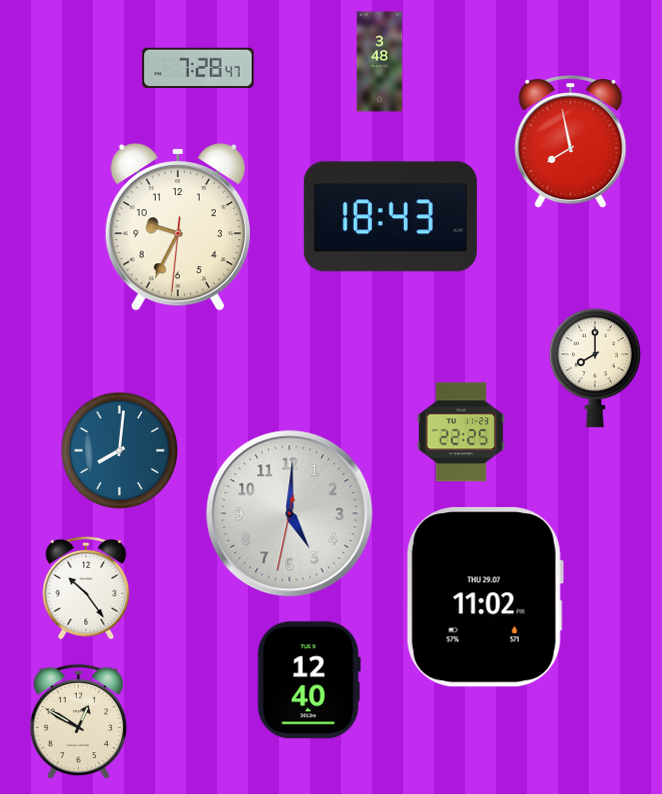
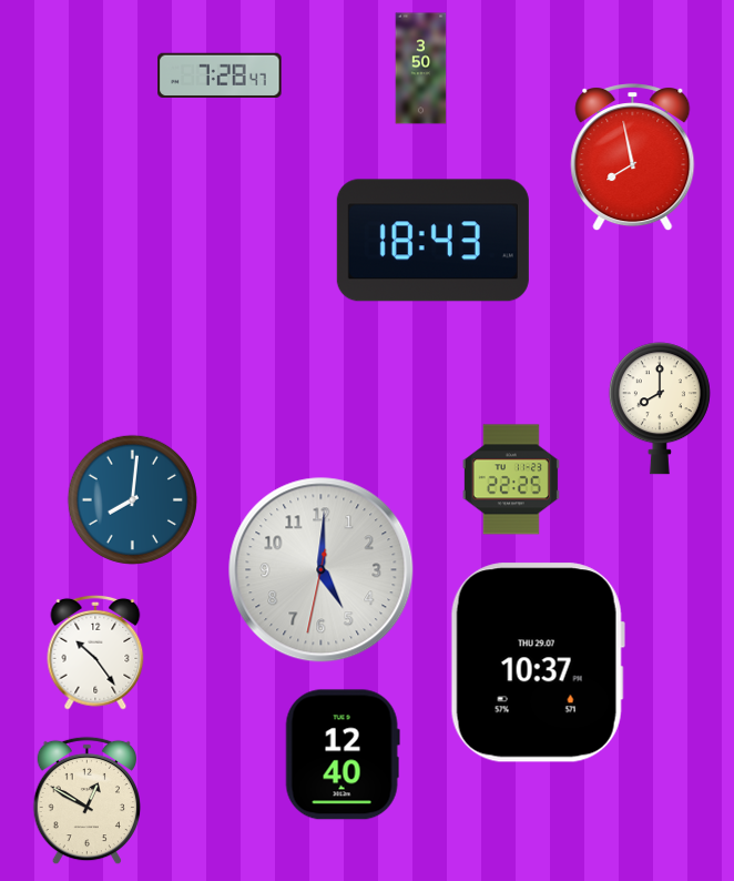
clock at (380, 62): 3:48 -> 3:50
clock at (178, 228): 9:34 -> none
clock at (485, 597): 11:02 -> 10:37
